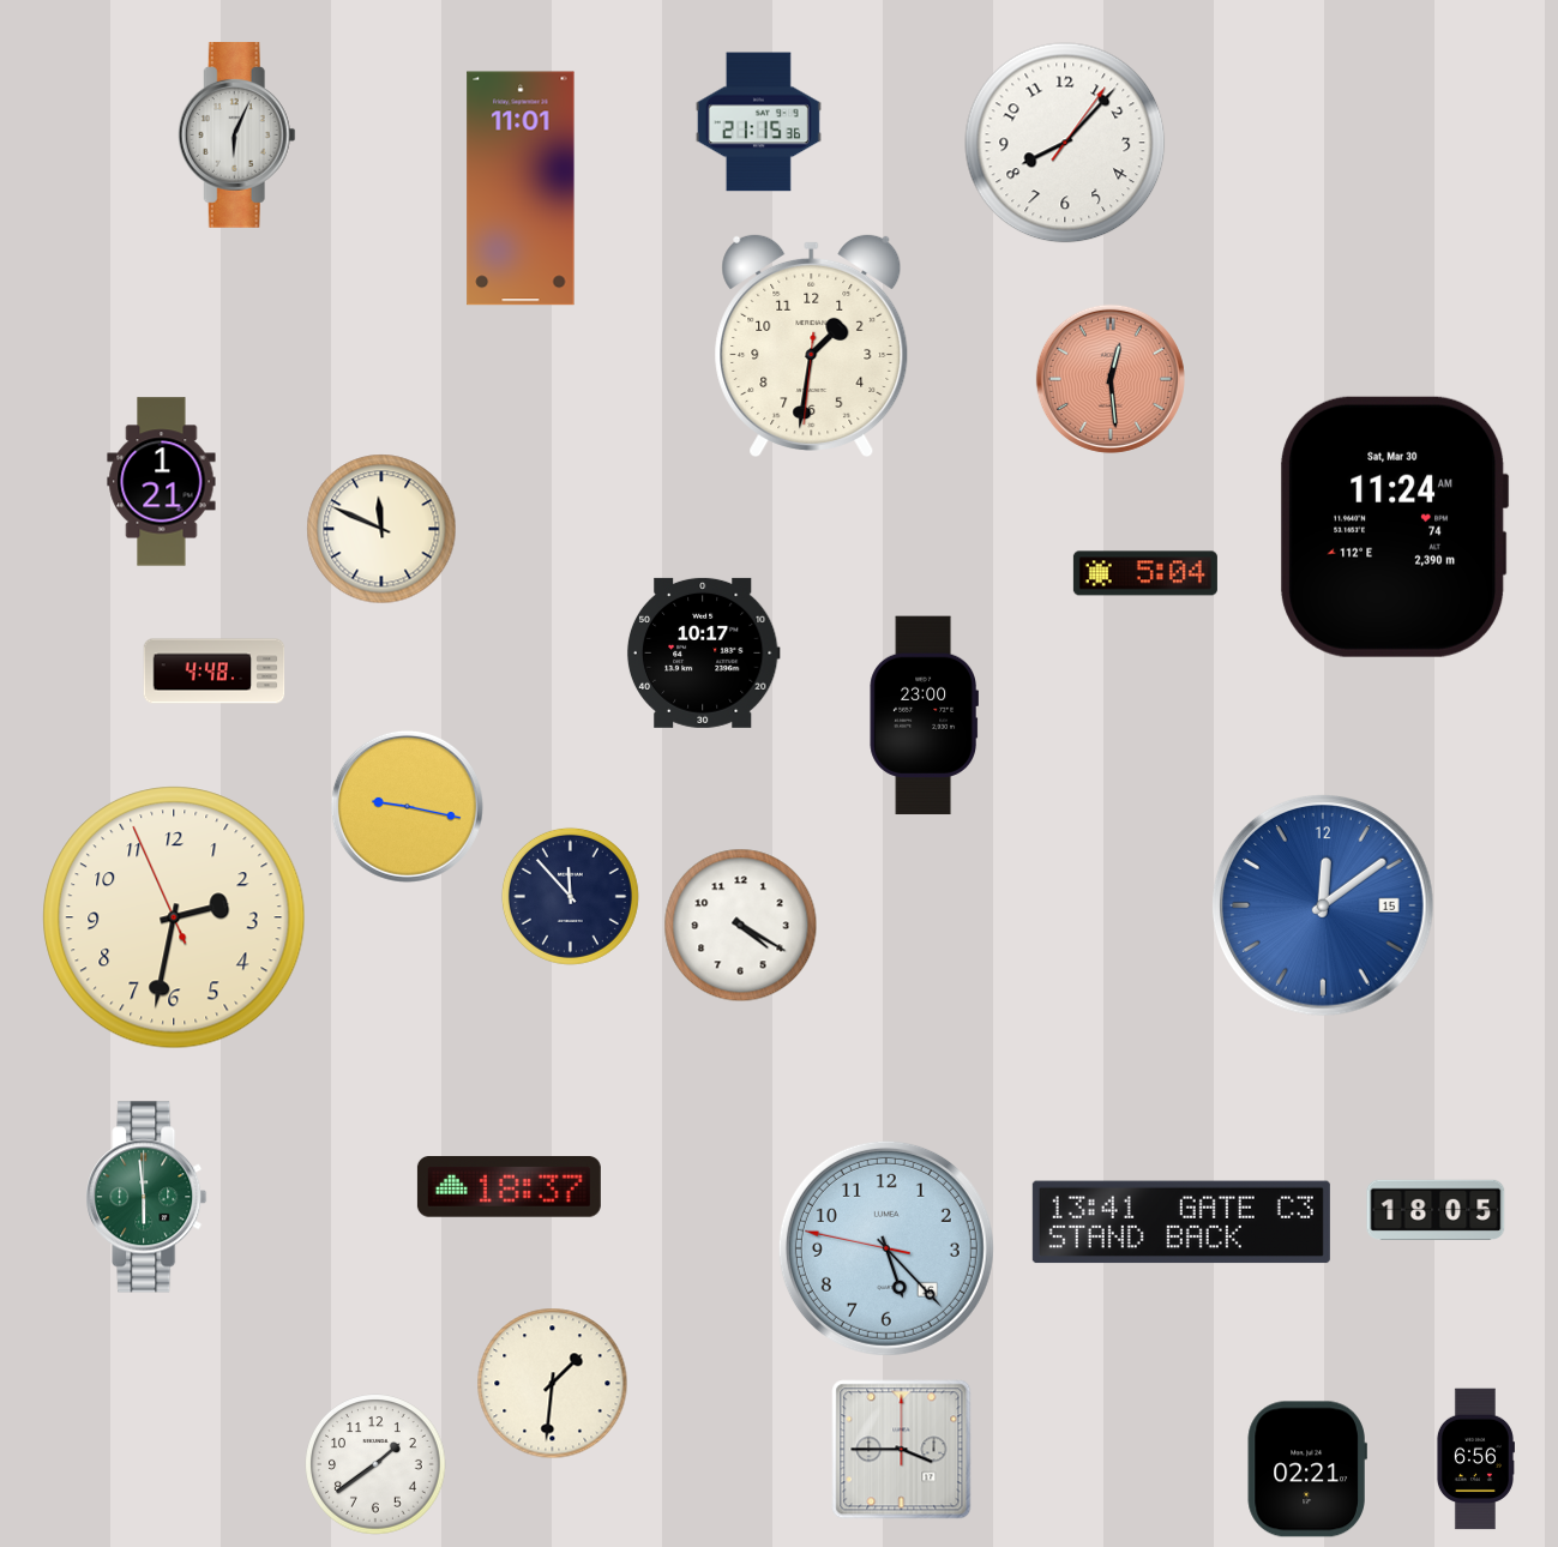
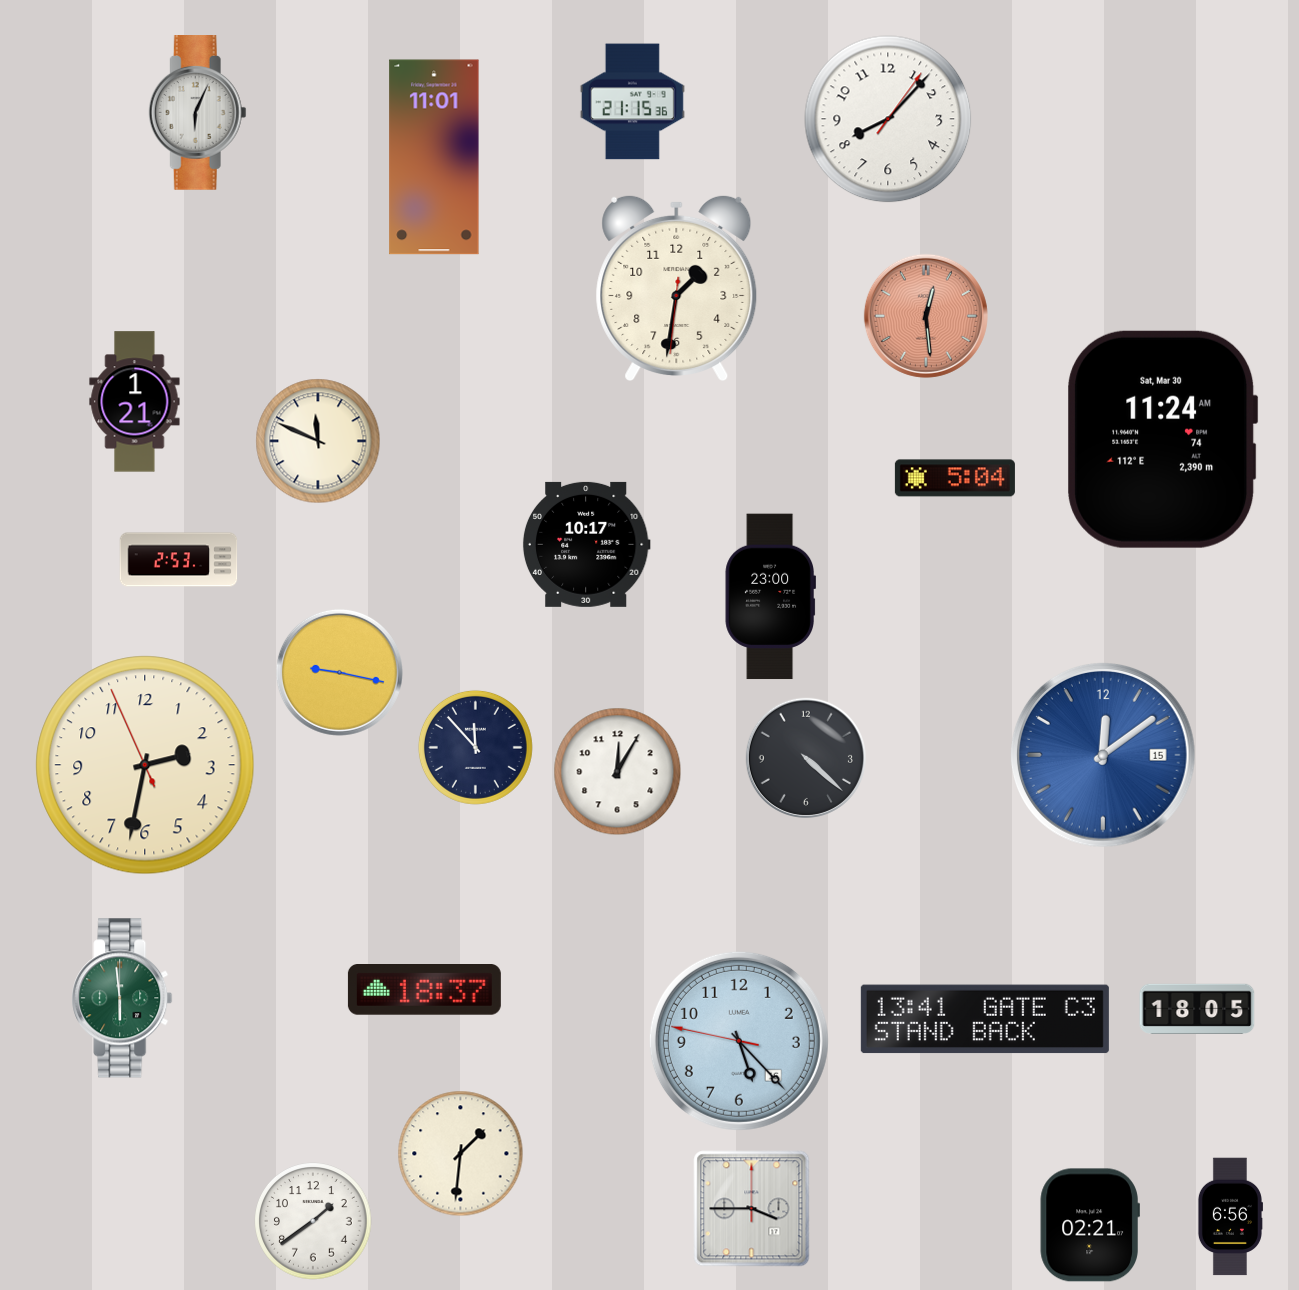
clock at (215, 672): 4:48 -> 2:53
clock at (806, 758): none -> 4:22
clock at (741, 926): 4:20 -> 12:05
